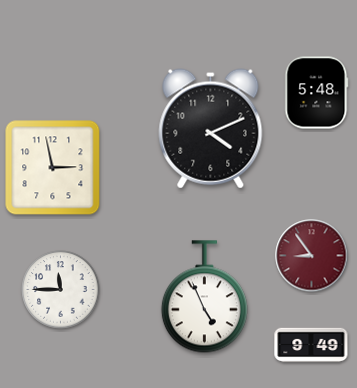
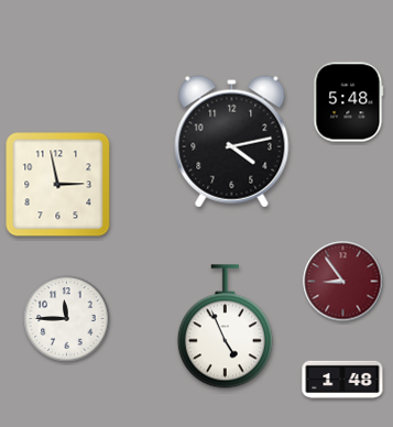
clock at (211, 129): 4:11 -> 4:13
clock at (311, 345): 9:49 -> 1:48
